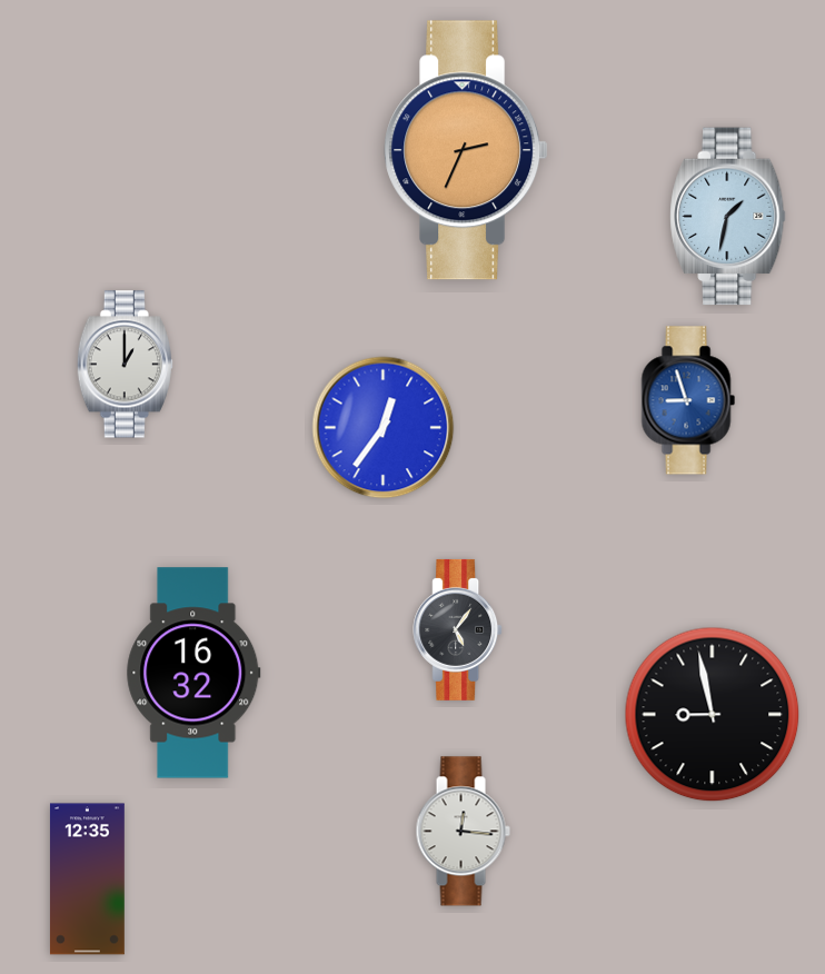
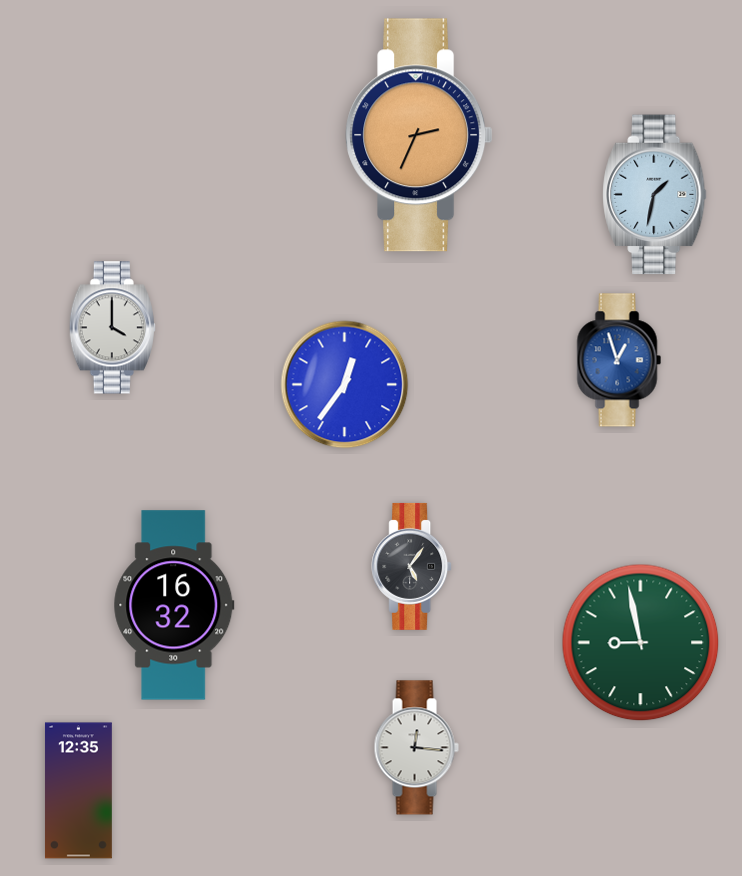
clock at (125, 365): 1:00 -> 4:00
clock at (688, 400): 8:57 -> 12:57
clock at (713, 715) dial: black -> green
